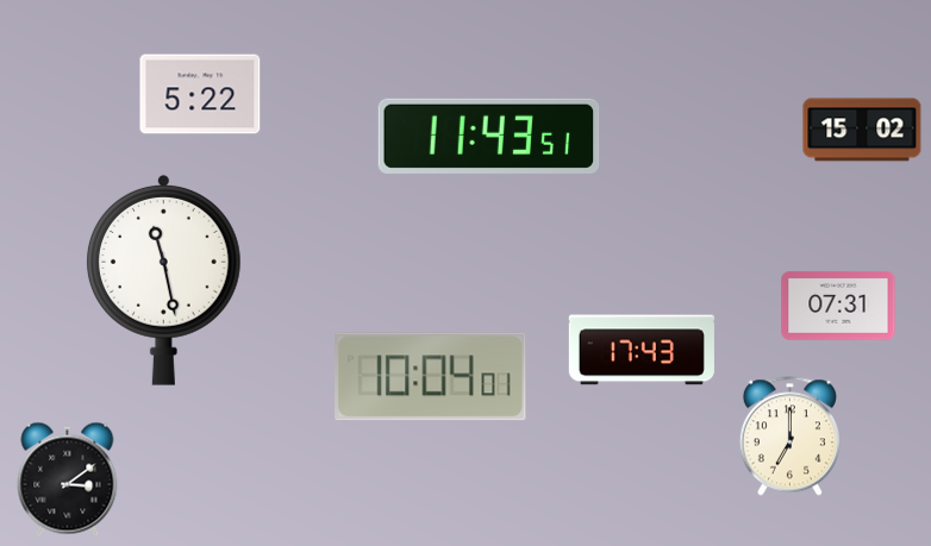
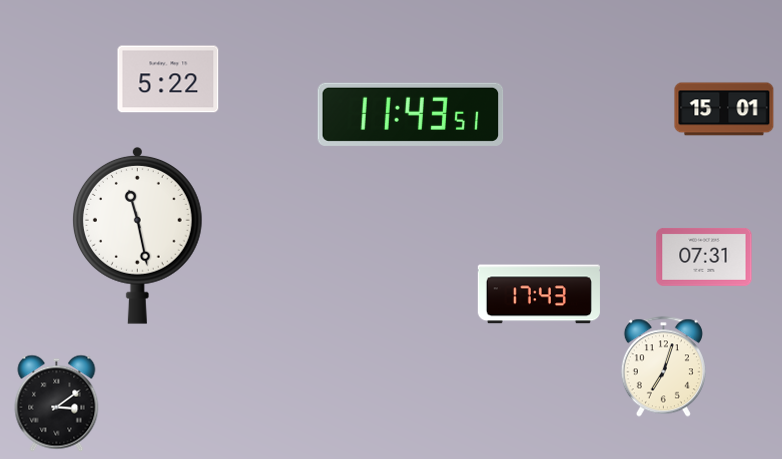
clock at (862, 130): 15:02 -> 15:01
clock at (431, 377): 10:04 -> none
clock at (789, 437): 7:00 -> 7:03
